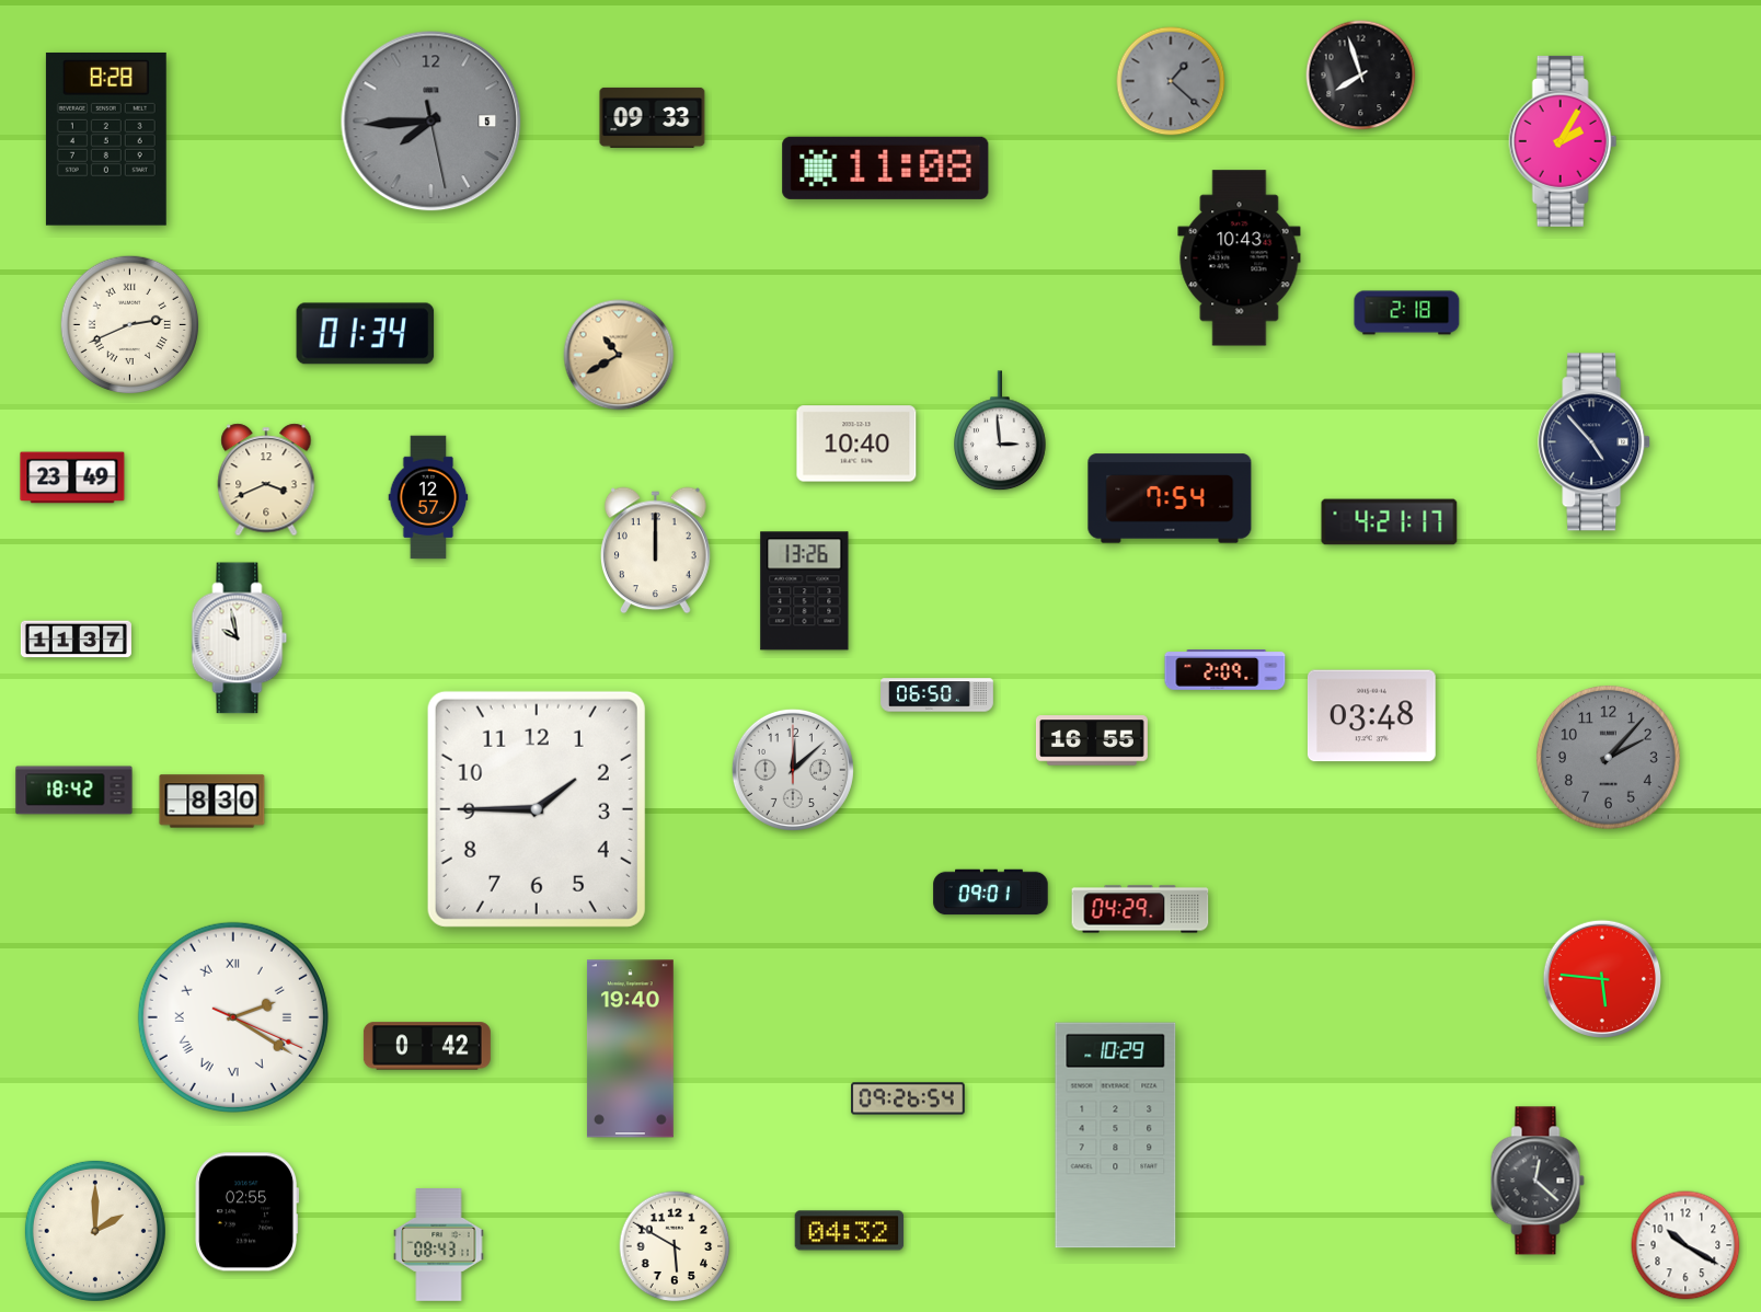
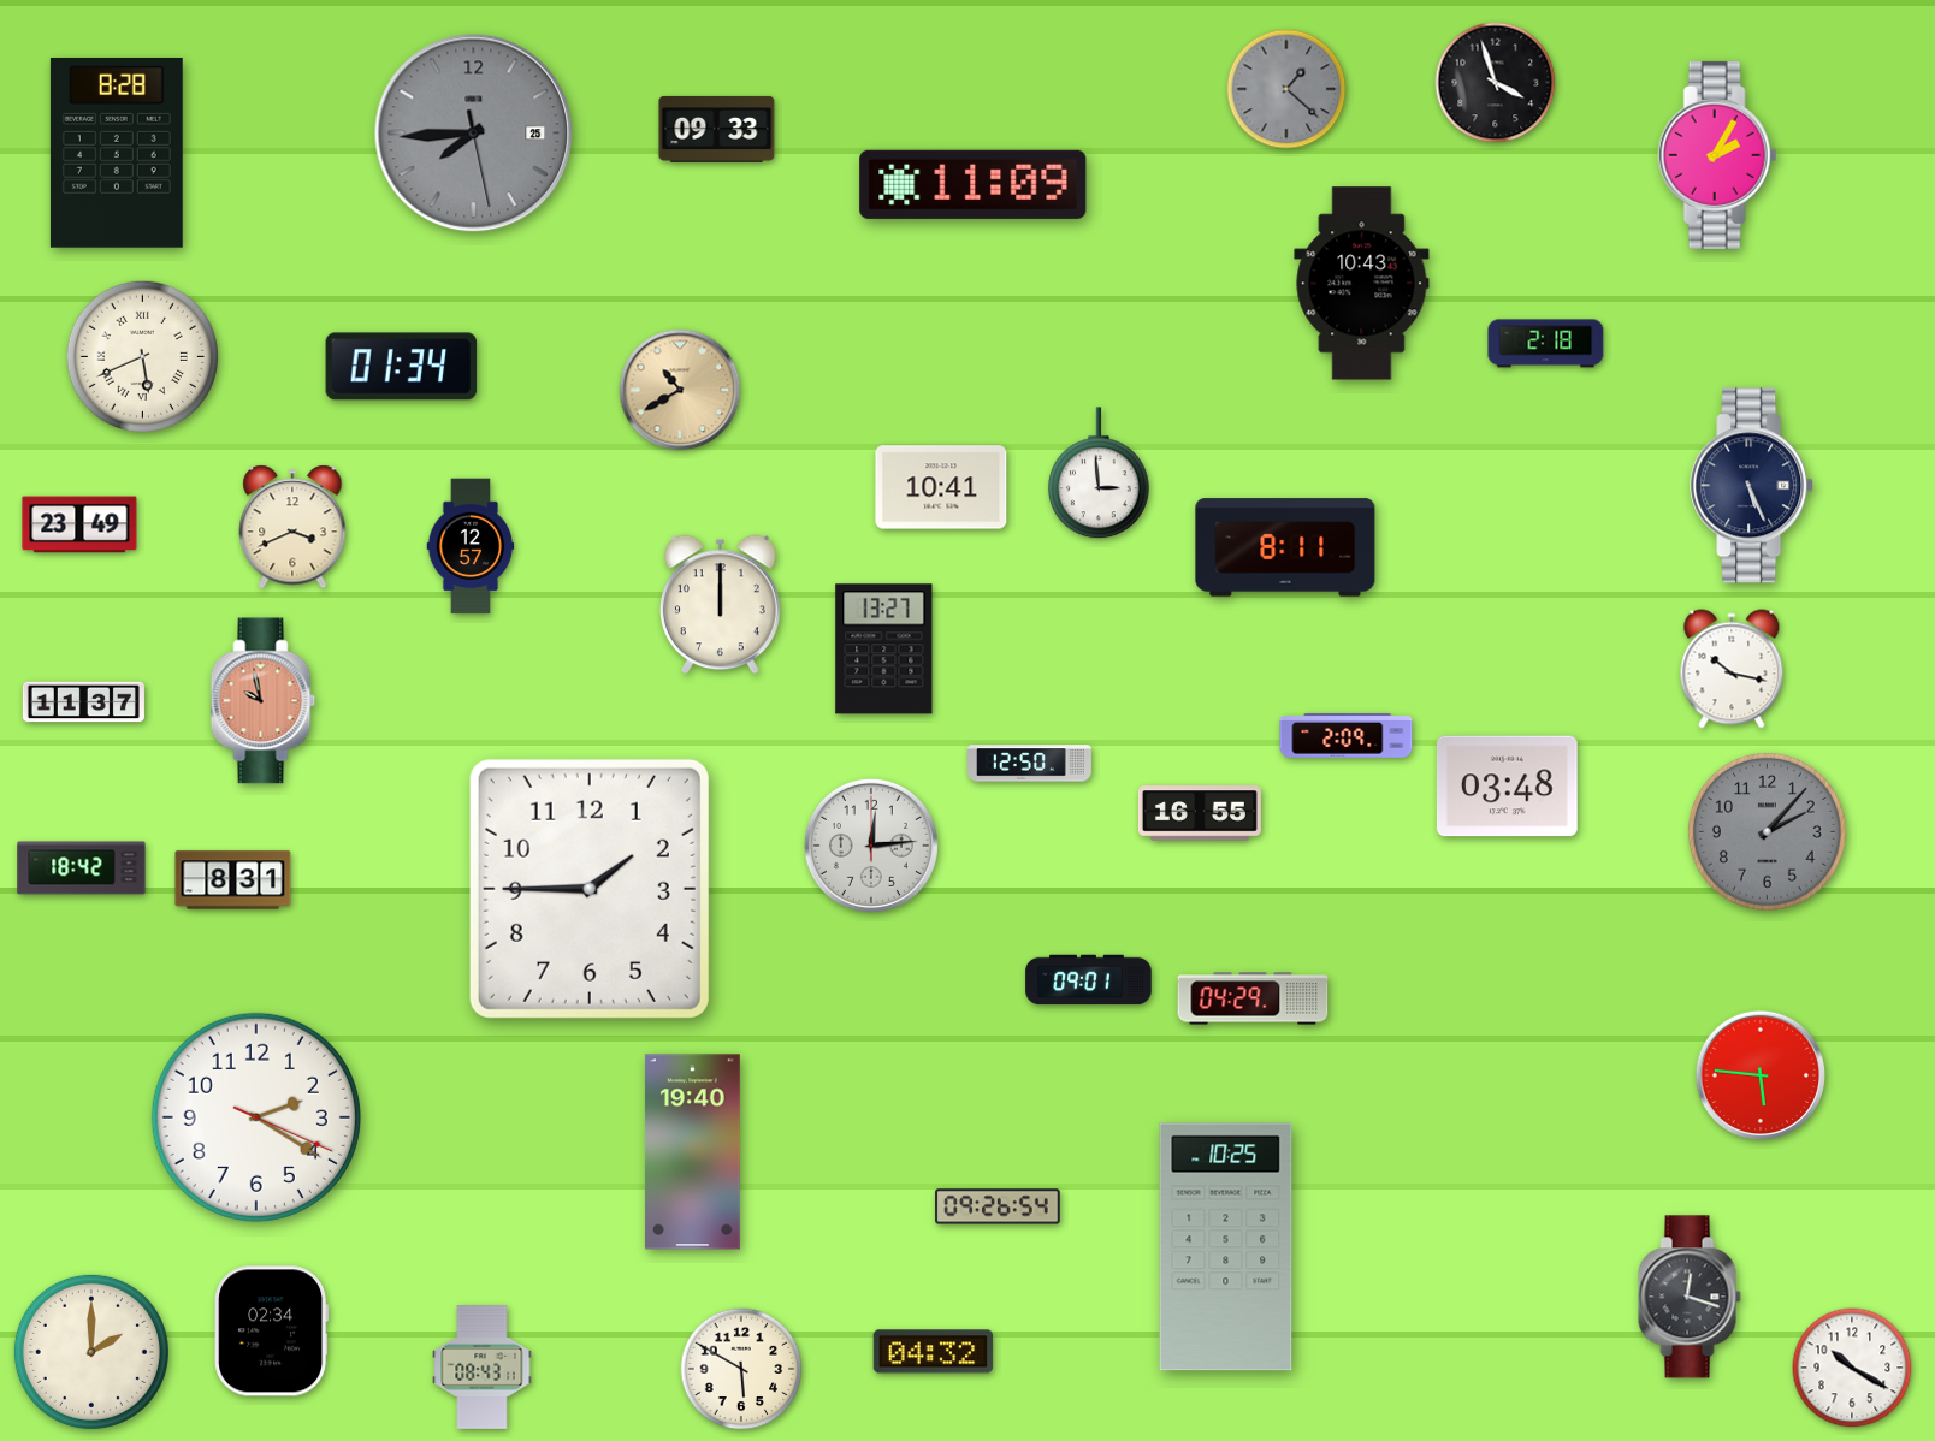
clock at (1361, 76): 7:57 -> 3:57
clock at (431, 122) date: 5 -> 25
clock at (886, 168): 11:08 -> 11:09
clock at (129, 324): 2:41 -> 5:41
clock at (1595, 442): 4:53 -> 5:26
clock at (856, 444): 10:40 -> 10:41
clock at (1170, 498): 7:54 -> 8:11
clock at (1390, 522): 4:21 -> none
clock at (805, 591): 13:26 -> 13:27
clock at (1732, 669): none -> 10:17
clock at (240, 638) dial: white -> salmon
clock at (937, 695): 06:50 -> 12:50
clock at (793, 770): 12:08 -> 12:14
clock at (212, 802): 8:30 -> 8:31
clock at (233, 1017) numerals: Roman -> Arabic
clock at (427, 1046): 0:42 -> none
clock at (1116, 1136): 10:29 -> 10:25
clock at (1538, 1181): 12:22 -> 12:18
clock at (248, 1212): 02:55 -> 02:34
clock at (95, 1231) position: (95, 1231) -> (91, 1352)
